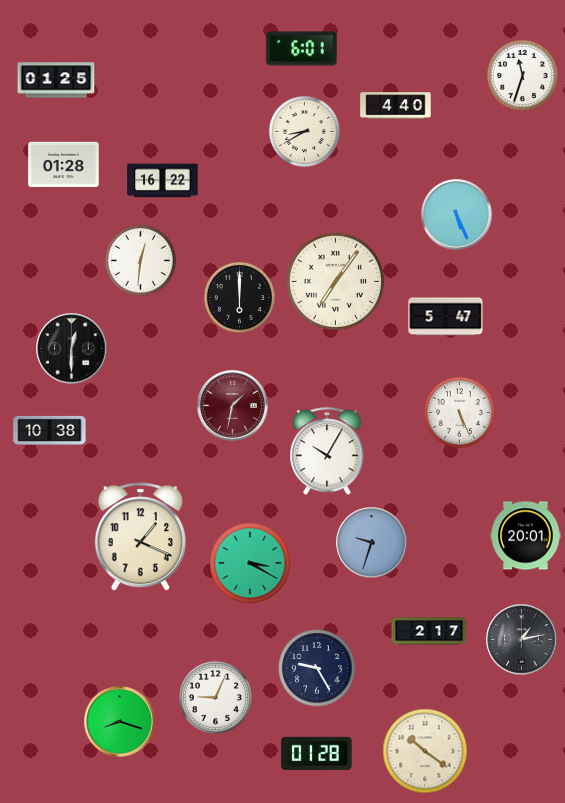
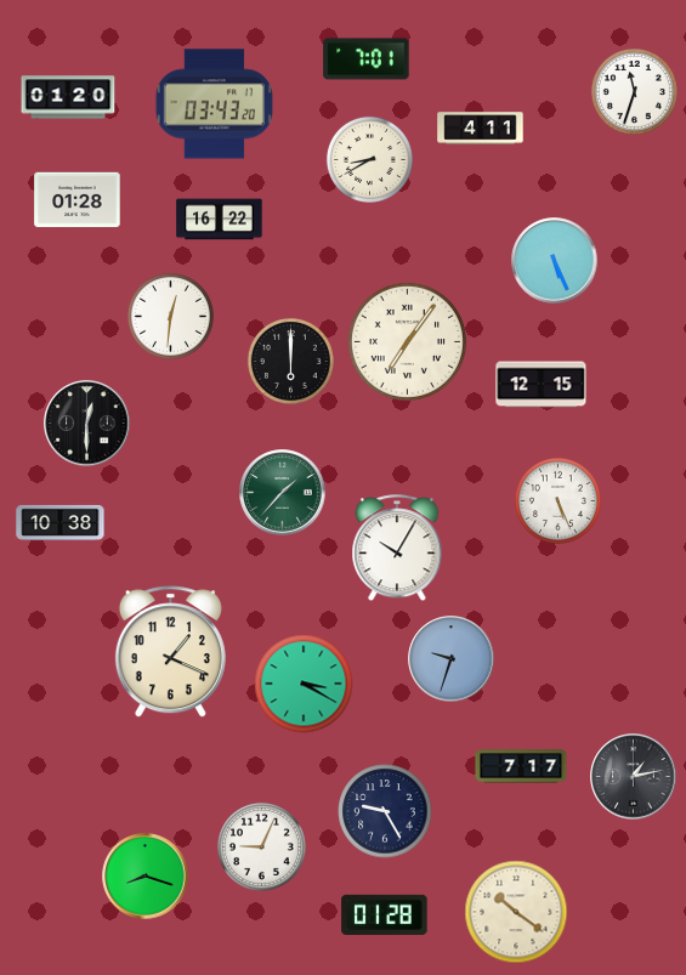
clock at (302, 49): 6:01 -> 7:01
clock at (56, 80): 01:25 -> 01:20
clock at (214, 104): none -> 03:43
clock at (396, 106): 4:40 -> 4:11
clock at (163, 181) position: (163, 181) -> (220, 220)
clock at (446, 317): 5:47 -> 12:15
clock at (233, 406): 1:32 -> 1:37
clock at (233, 406) dial: burgundy -> green
clock at (526, 536): 20:01 -> none
clock at (429, 631): 2:17 -> 7:17
